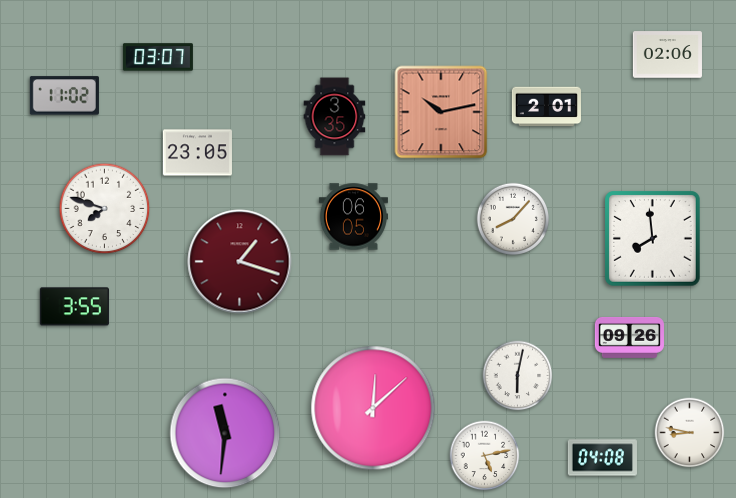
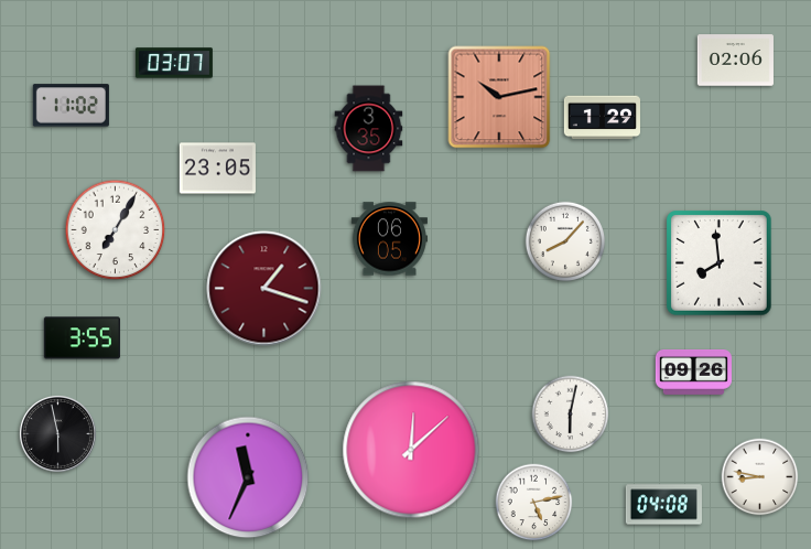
clock at (546, 107): 2:01 -> 1:29
clock at (441, 112) position: (441, 112) -> (499, 97)
clock at (105, 209): 7:48 -> 7:05
clock at (57, 433): none -> 5:58
clock at (225, 433): 11:31 -> 11:34
